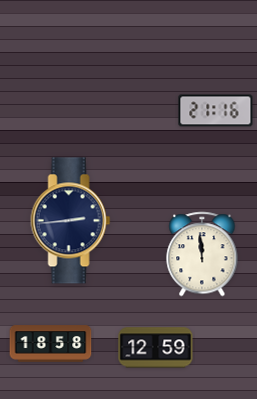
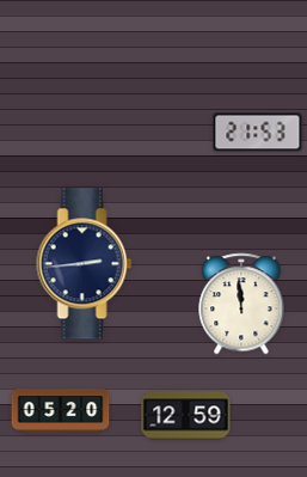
clock at (216, 111): 21:16 -> 21:53
clock at (51, 344): 18:58 -> 05:20
